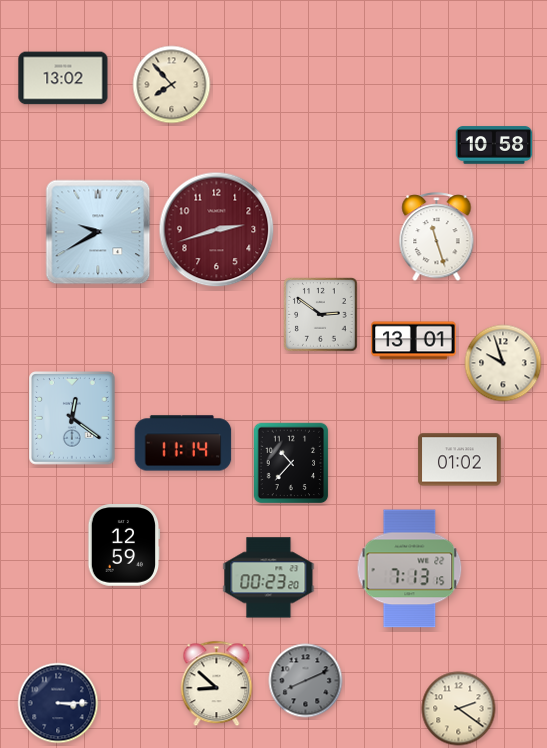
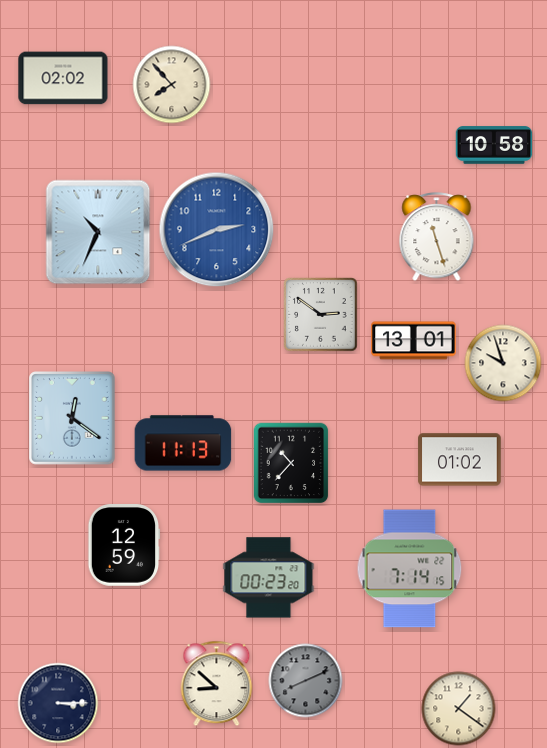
clock at (63, 78): 13:02 -> 02:02
clock at (217, 230): 2:42 -> 2:41
clock at (217, 230) dial: burgundy -> blue
clock at (98, 232): 9:40 -> 10:34
clock at (183, 443): 11:14 -> 11:13
clock at (410, 569): 7:13 -> 7:14
clock at (459, 709): 2:21 -> 1:21
